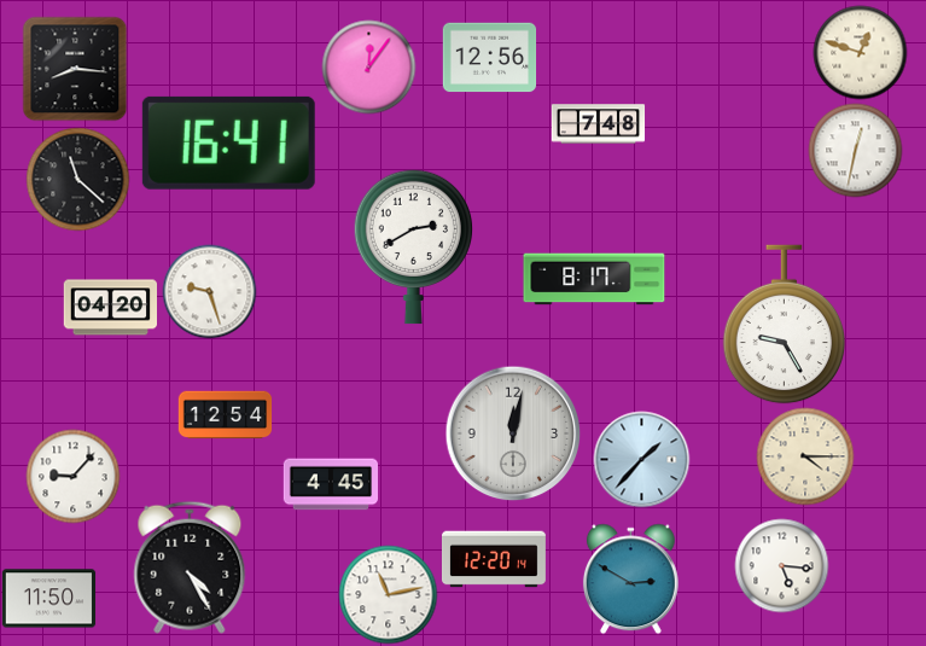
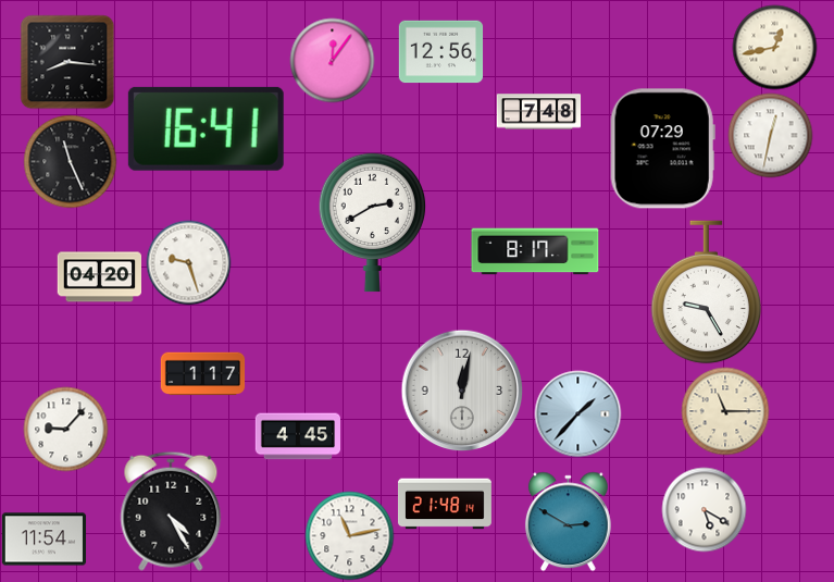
clock at (860, 52): 12:48 -> 12:43
clock at (662, 149): none -> 07:29
clock at (77, 179): 11:22 -> 11:26
clock at (225, 415): 12:54 -> 1:17
clock at (805, 456): 4:15 -> 11:15
clock at (494, 559): 12:20 -> 21:48
clock at (781, 565): 5:16 -> 5:20
clock at (48, 599): 11:50 -> 11:54
